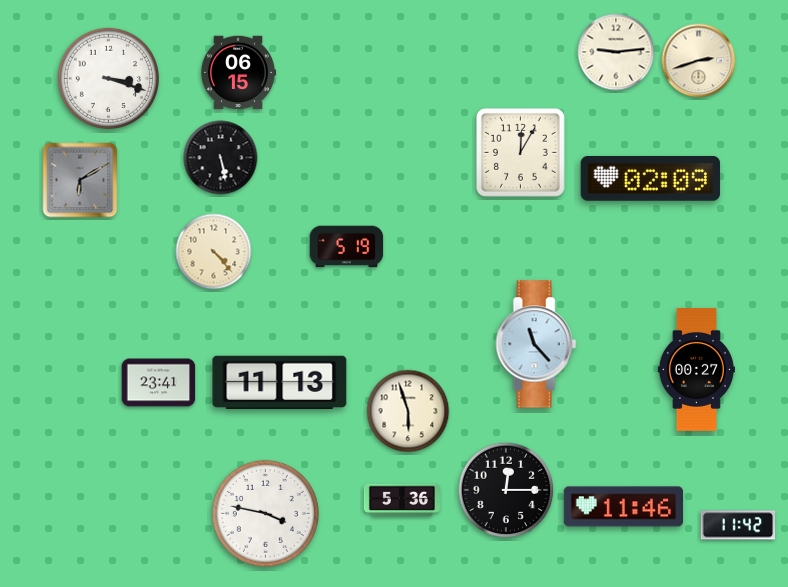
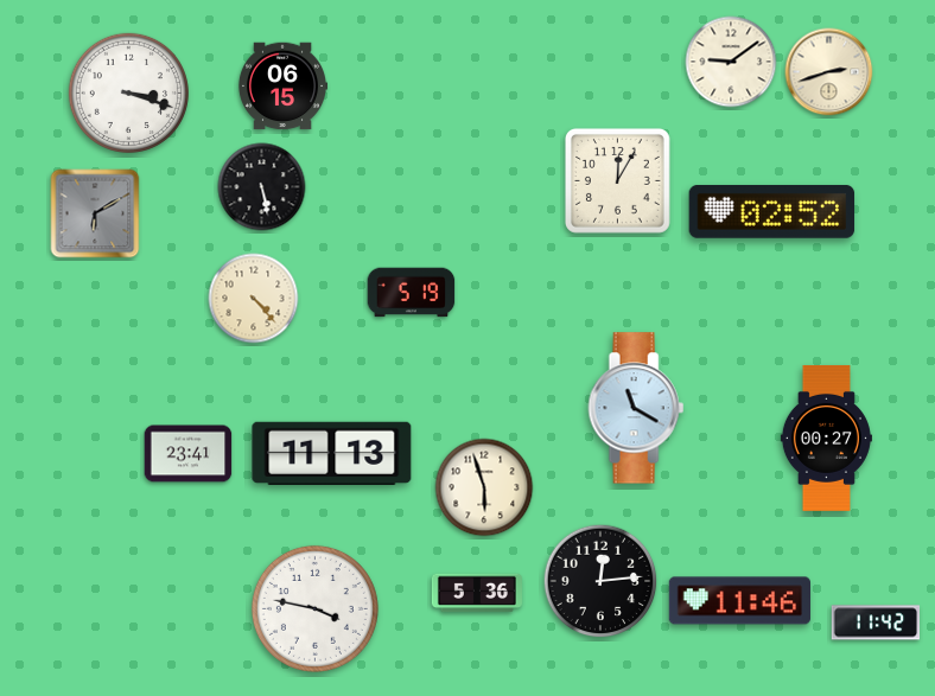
clock at (616, 52): 9:14 -> 9:09
clock at (651, 178): 02:09 -> 02:52
clock at (536, 344): 11:23 -> 11:20
clock at (506, 490): 12:15 -> 12:14
